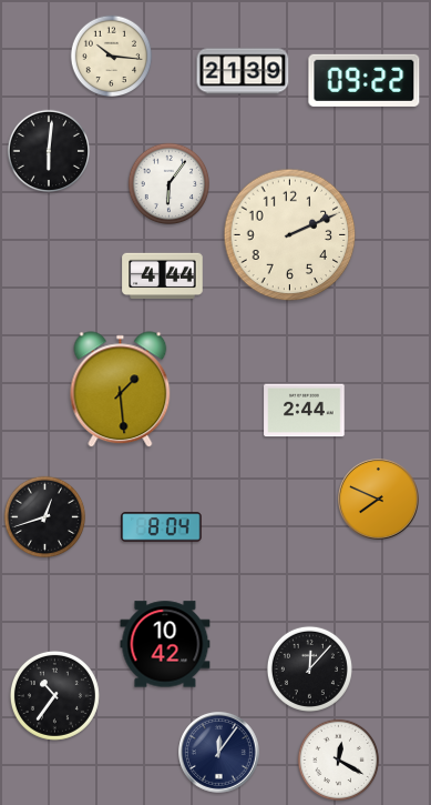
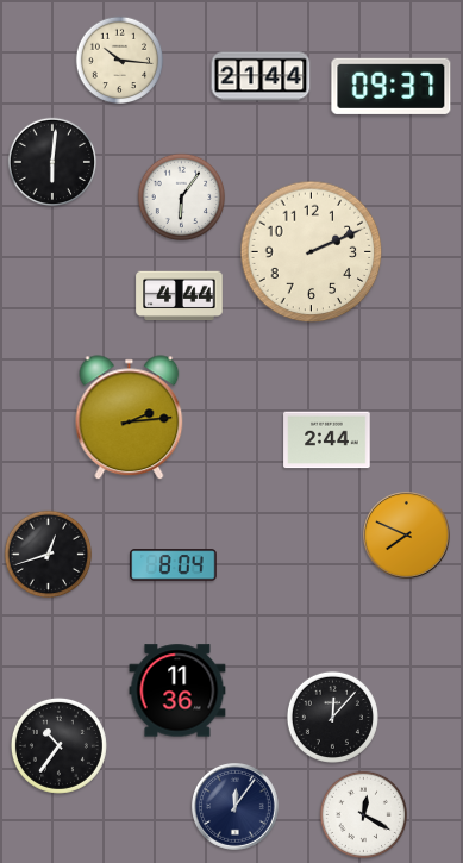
clock at (243, 71): 21:39 -> 21:44
clock at (365, 80): 09:22 -> 09:37
clock at (163, 276) position: (163, 276) -> (180, 296)
clock at (121, 390): 1:29 -> 2:14
clock at (165, 644): 10:42 -> 11:36
